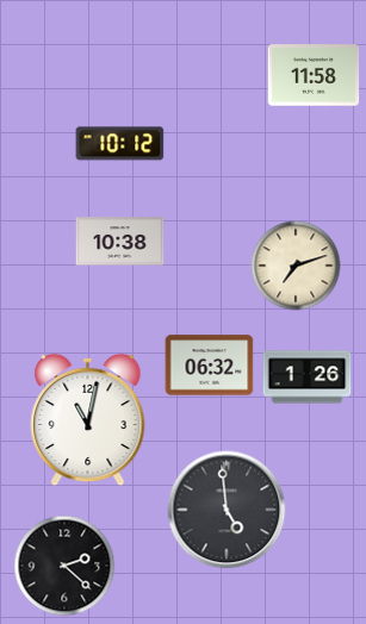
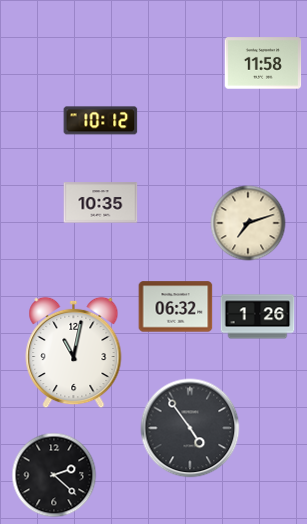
clock at (120, 242): 10:38 -> 10:35
clock at (227, 510): 4:59 -> 4:54
